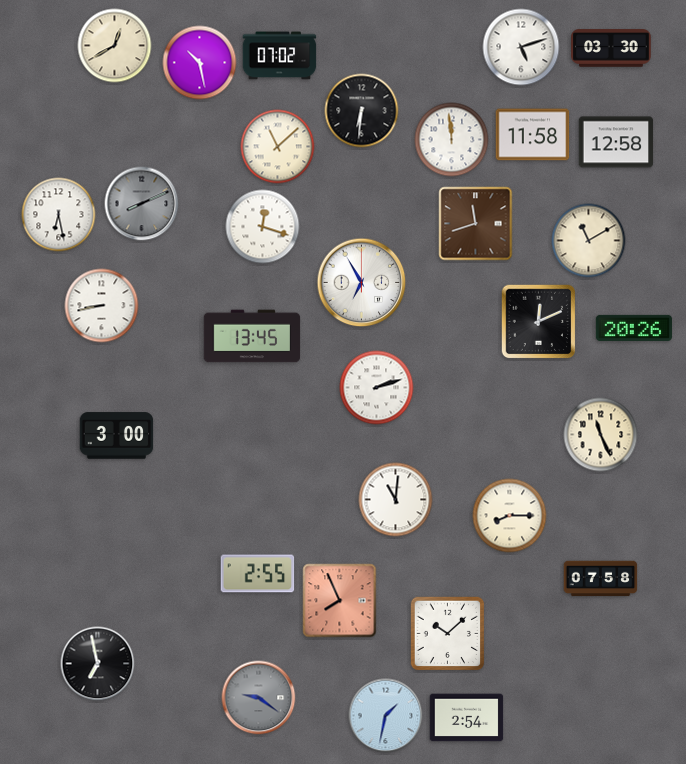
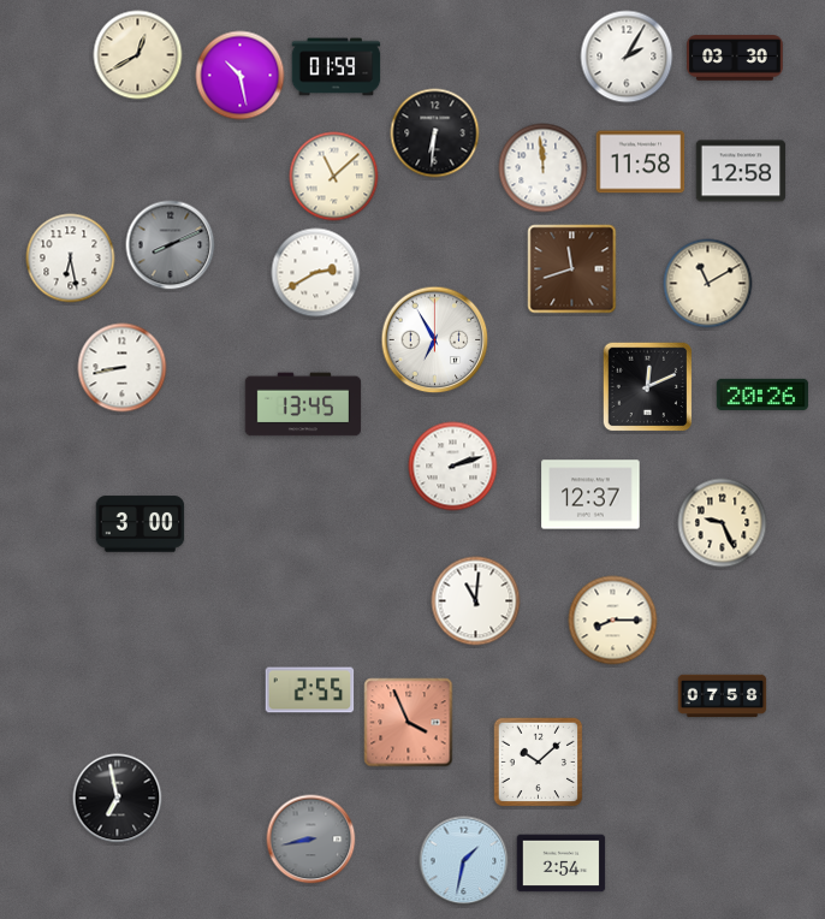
clock at (521, 47): 5:12 -> 2:05
clock at (280, 56): 07:02 -> 01:59
clock at (263, 227): 12:18 -> 2:40
clock at (589, 241) position: (589, 241) -> (708, 284)
clock at (590, 494): none -> 12:37
clock at (601, 435): 11:26 -> 9:26
clock at (340, 601): 7:56 -> 3:56
clock at (259, 698): 9:21 -> 8:43
